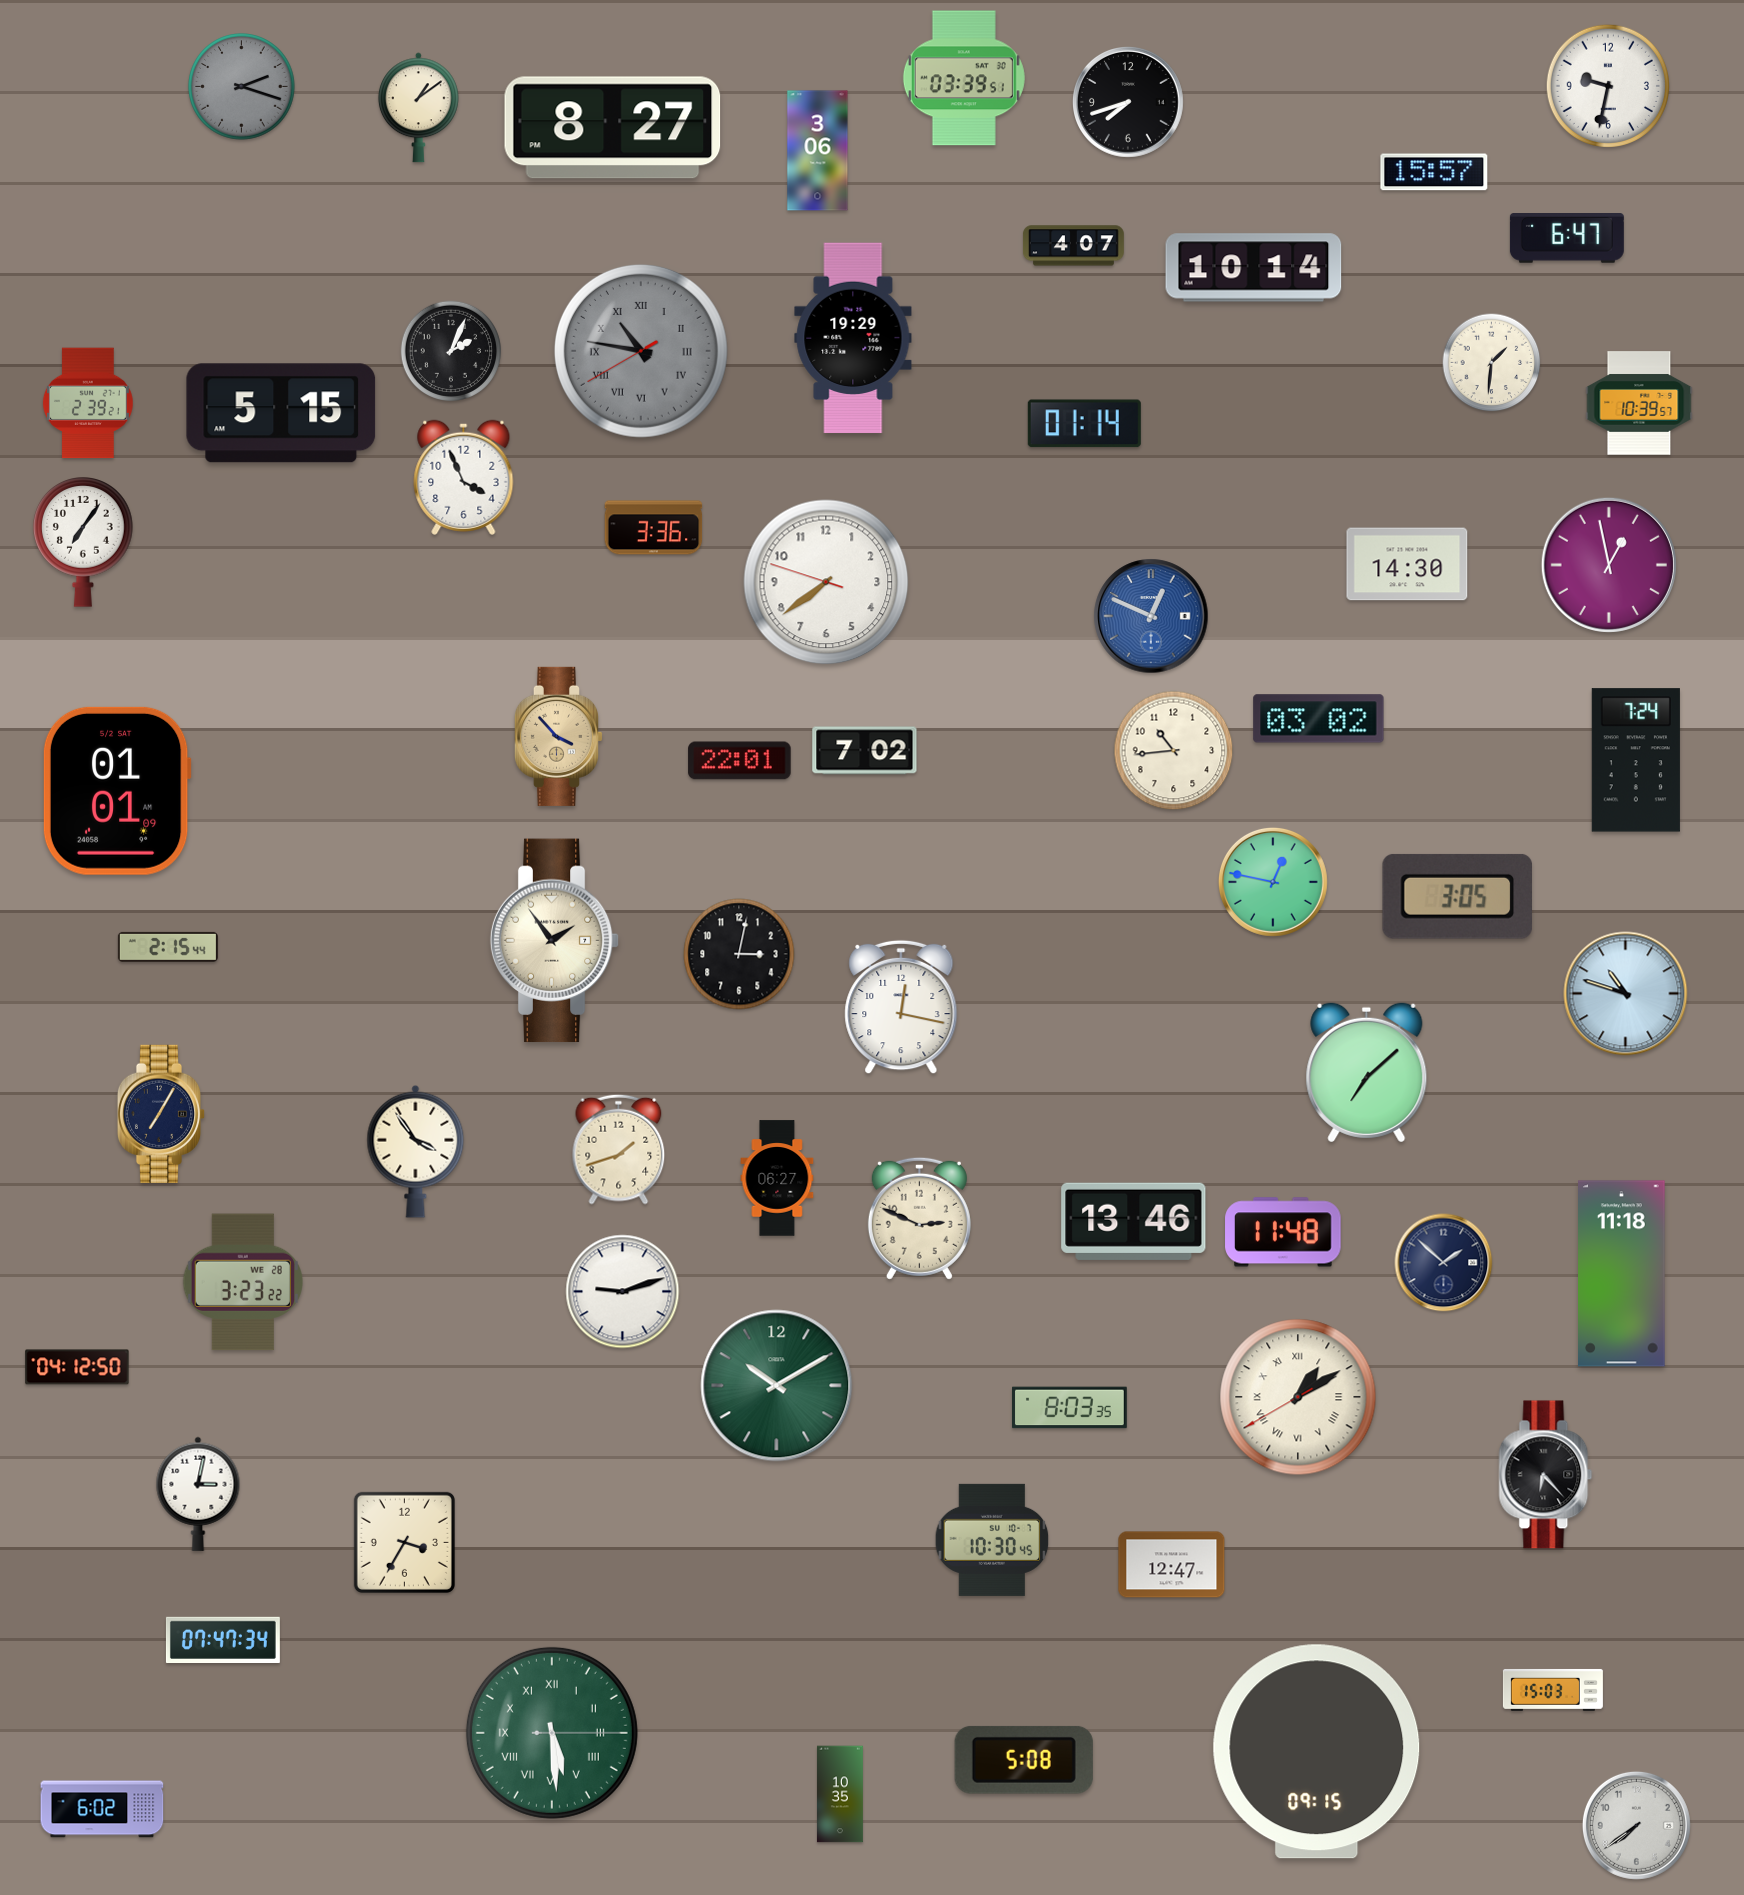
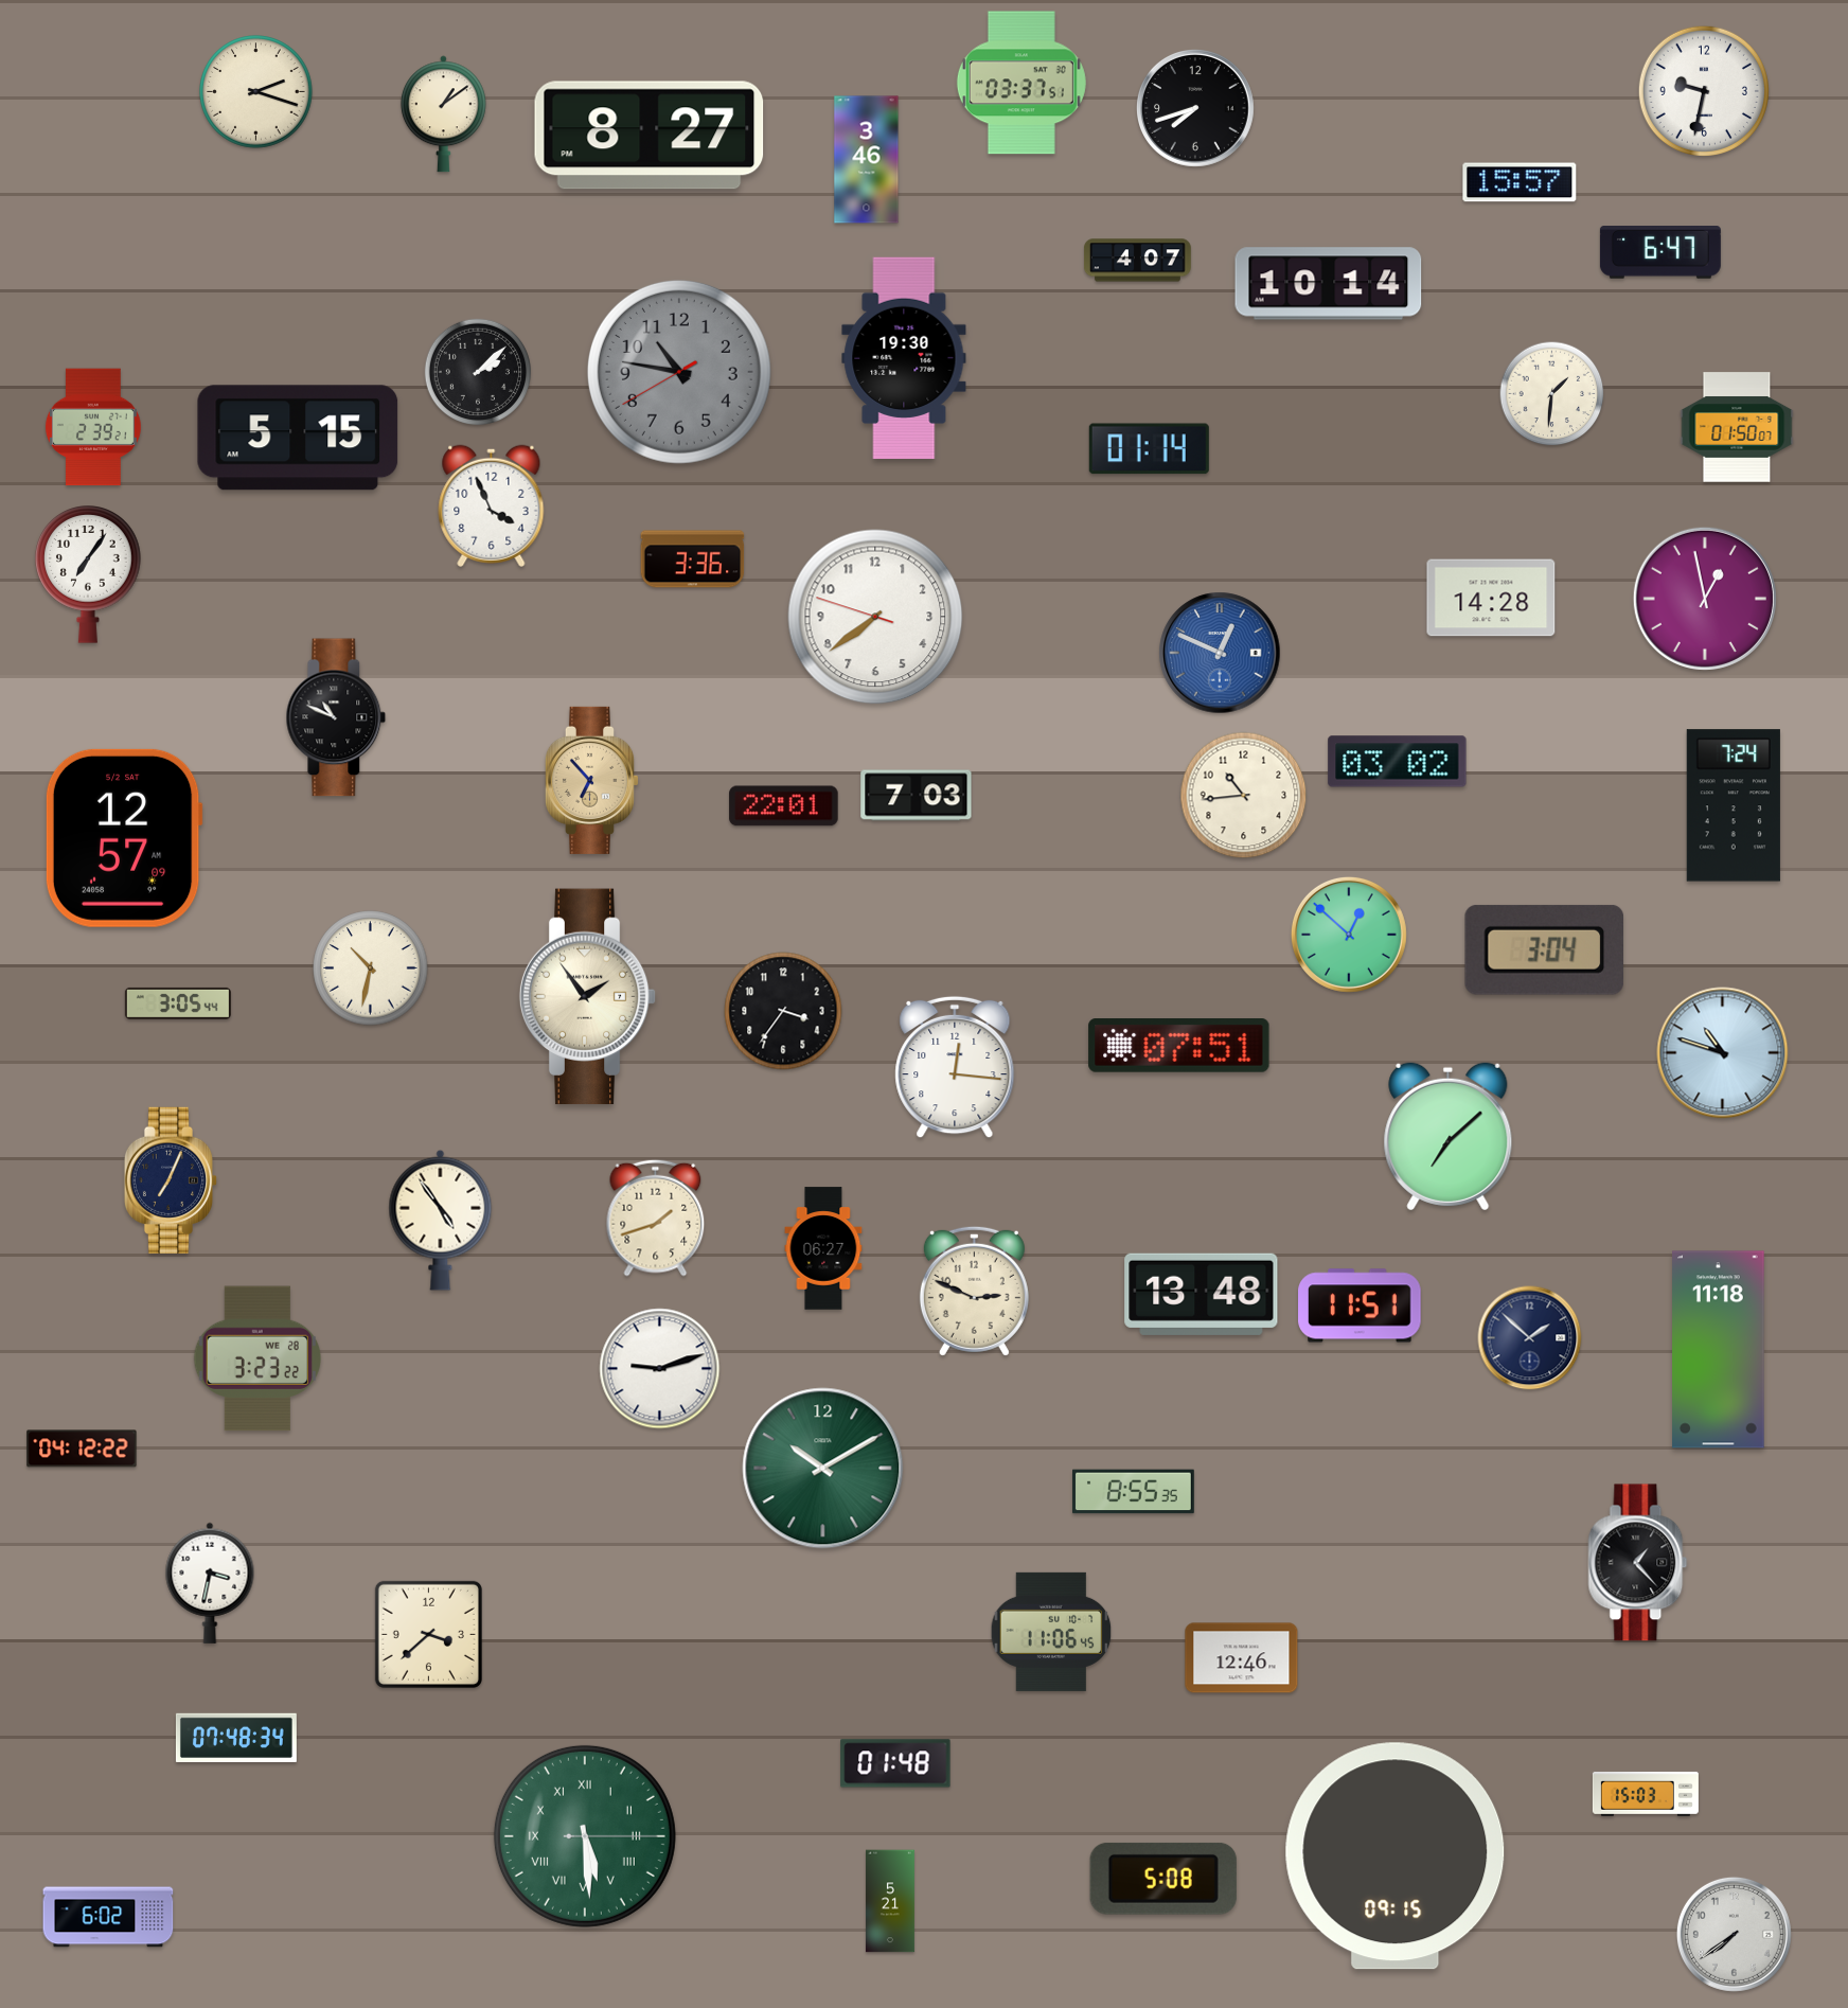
clock at (964, 78): 03:39 -> 03:37
clock at (242, 87) dial: grey -> cream
clock at (818, 151): 3:06 -> 3:46
clock at (853, 338): 19:29 -> 19:30
clock at (450, 350): 2:04 -> 2:08
clock at (641, 351) numerals: Roman -> Arabic
clock at (1492, 363) position: (1492, 363) -> (1552, 394)
clock at (1639, 403): 10:39 -> 01:50
clock at (1407, 564): 14:30 -> 14:28
clock at (336, 717): none -> 10:49
clock at (558, 736): 3:53 -> 6:53
clock at (865, 751): 7:02 -> 7:03
clock at (117, 791): 01:01 -> 12:57
clock at (1273, 882): 12:47 -> 12:52
clock at (1457, 896): 3:05 -> 3:04
clock at (371, 969): none -> 10:32
clock at (168, 947): 2:15 -> 3:05
clock at (739, 954): 3:02 -> 3:36
clock at (1179, 1046): none -> 07:51
clock at (901, 1007): 12:17 -> 12:16
clock at (161, 1114): 7:05 -> 7:04
clock at (416, 1151): 3:54 -> 4:54
clock at (1134, 1221): 13:46 -> 13:48
clock at (1283, 1232): 11:48 -> 11:51
clock at (77, 1367): 04:12:50 -> 04:12:22
clock at (1298, 1397): 1:09 -> none
clock at (1070, 1408): 8:03 -> 8:55
clock at (1546, 1475): 6:23 -> 1:23
clock at (198, 1494): 3:02 -> 3:32
clock at (992, 1540): 10:30 -> 11:06
clock at (404, 1542): 3:35 -> 3:38
clock at (1172, 1565): 12:47 -> 12:46
clock at (223, 1639): 07:47 -> 07:48
clock at (895, 1763): none -> 01:48
clock at (1553, 1690) position: (1553, 1690) -> (1646, 1794)
clock at (1024, 1760) position: (1024, 1760) -> (1163, 1879)
clock at (840, 1794): 10:35 -> 5:21
